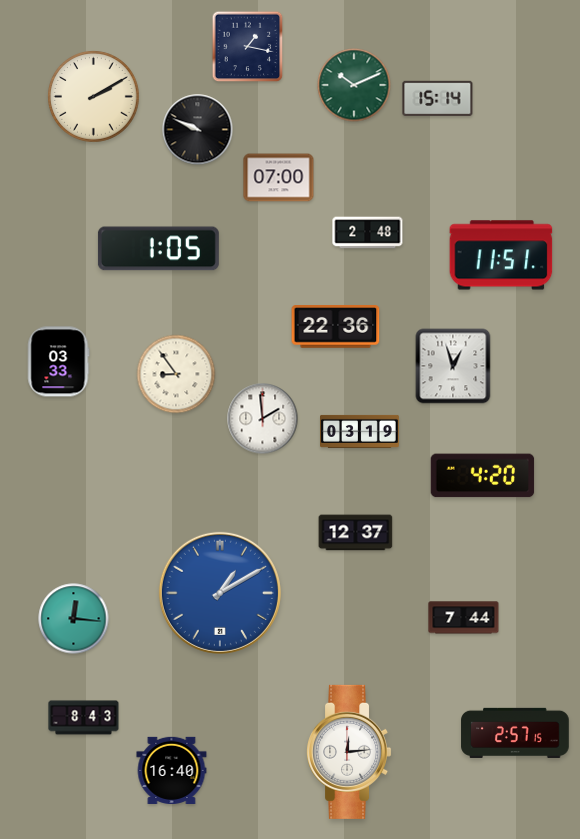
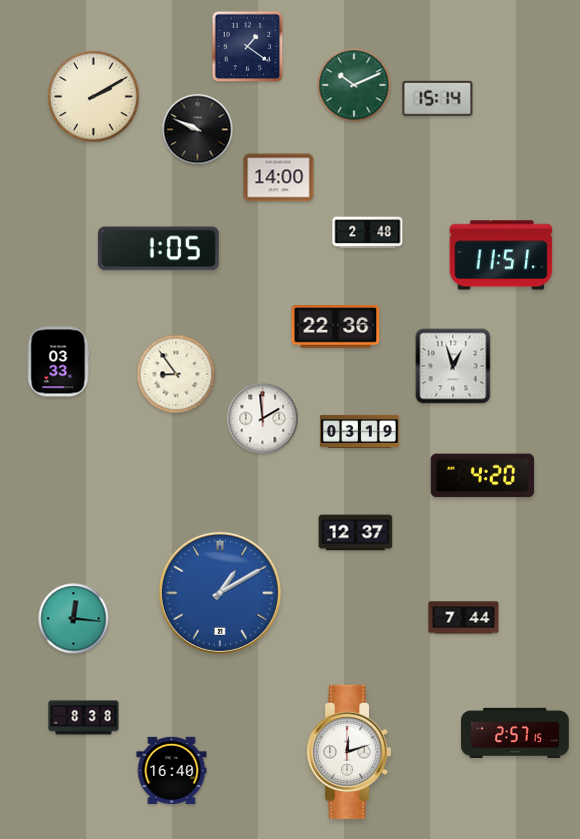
clock at (248, 47): 1:17 -> 1:21
clock at (279, 178): 07:00 -> 14:00
clock at (84, 718): 8:43 -> 8:38
clock at (349, 752): 12:14 -> 12:12
